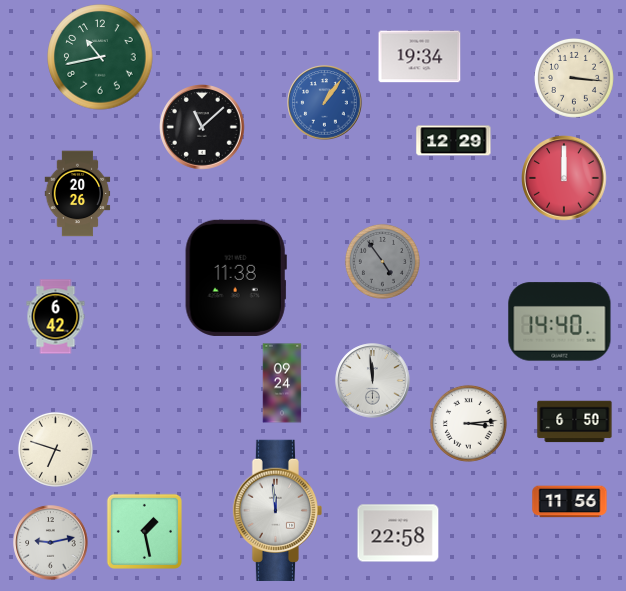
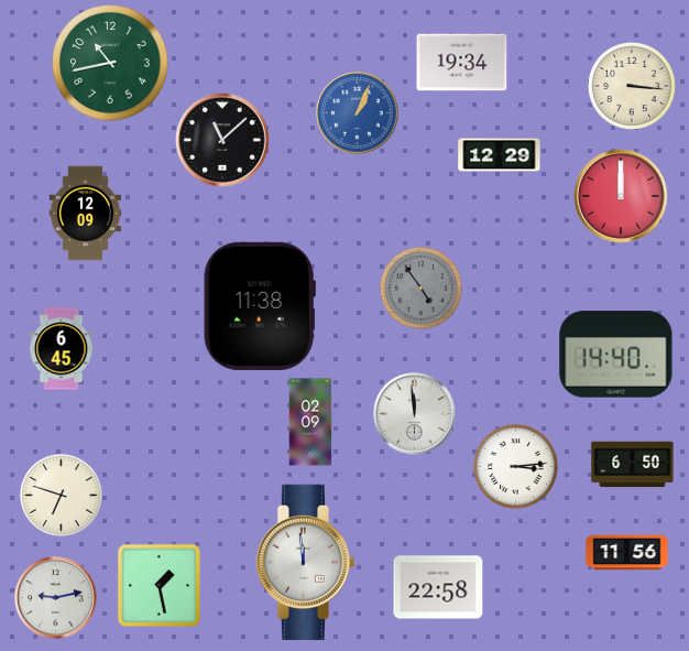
clock at (325, 103): 1:06 -> 1:04
clock at (78, 194): 20:26 -> 12:09
clock at (56, 317): 6:42 -> 6:45
clock at (373, 381) position: (373, 381) -> (415, 414)
clock at (282, 383): 09:24 -> 02:09
